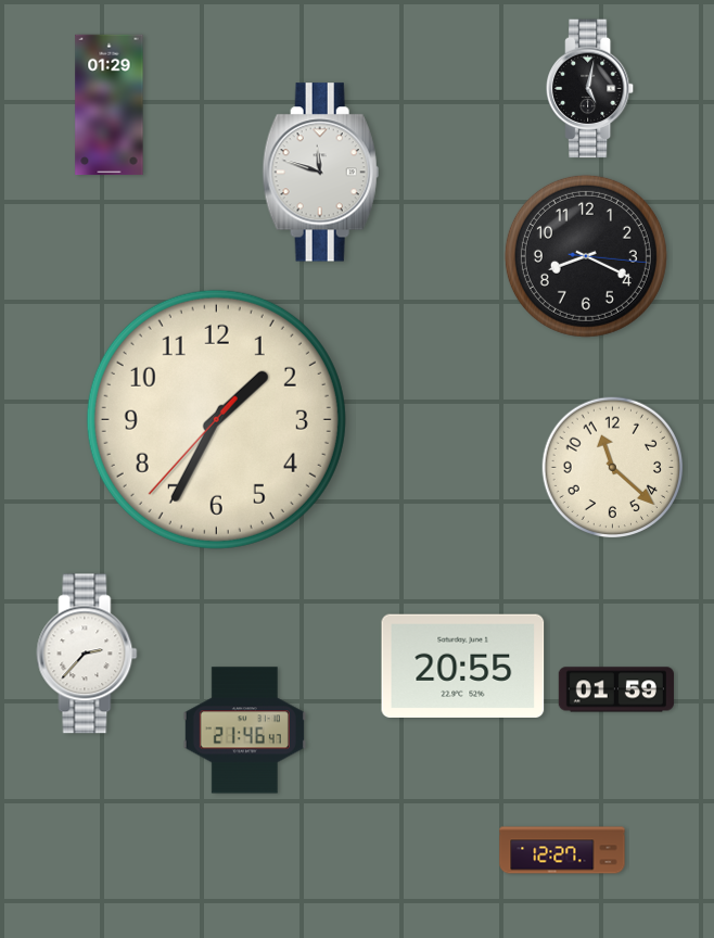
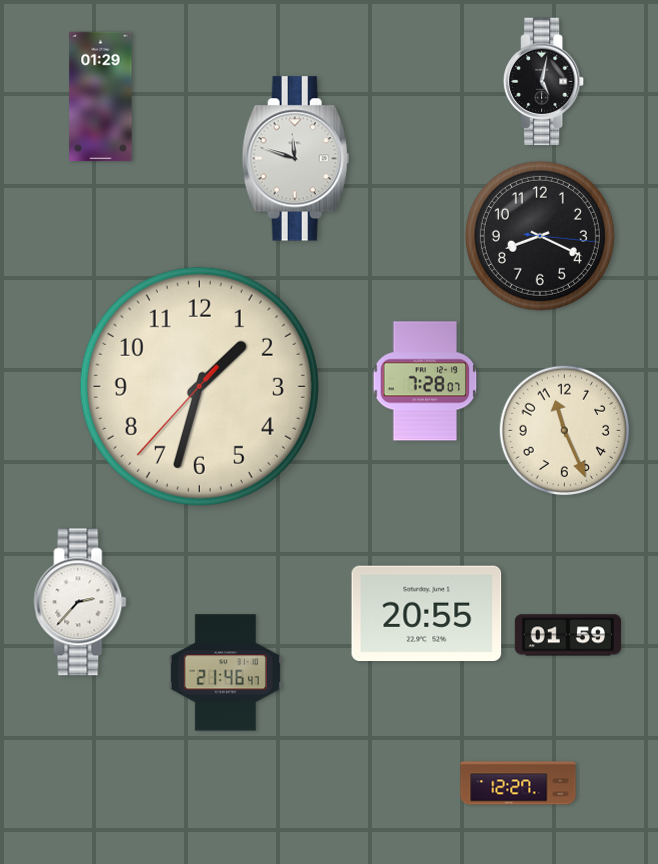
clock at (425, 381): none -> 7:28
clock at (216, 419): 1:34 -> 1:32
clock at (613, 468): 11:22 -> 11:26
